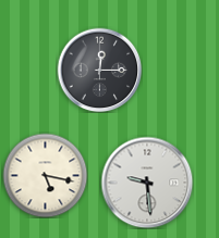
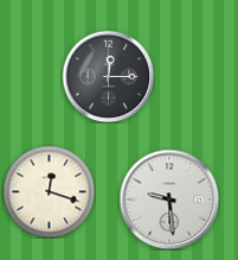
clock at (45, 175): 5:17 -> 12:18
clock at (147, 183) position: (147, 183) -> (169, 199)
